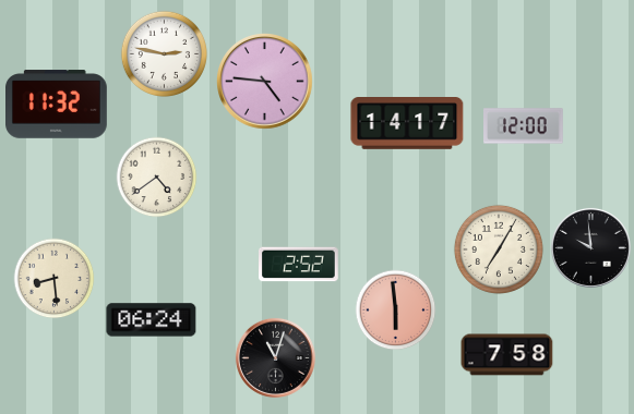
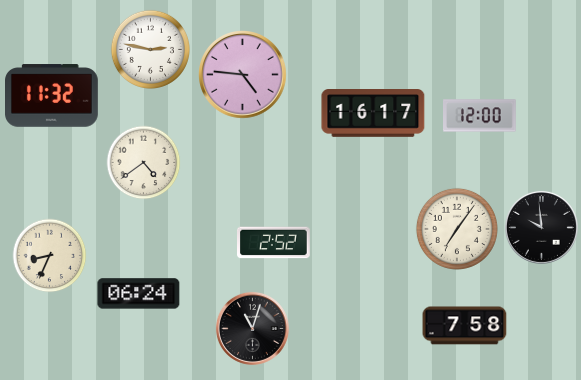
clock at (407, 124): 14:17 -> 16:17
clock at (499, 249): 7:05 -> 7:06
clock at (55, 279): 8:29 -> 8:34
clock at (396, 310): 5:59 -> none
